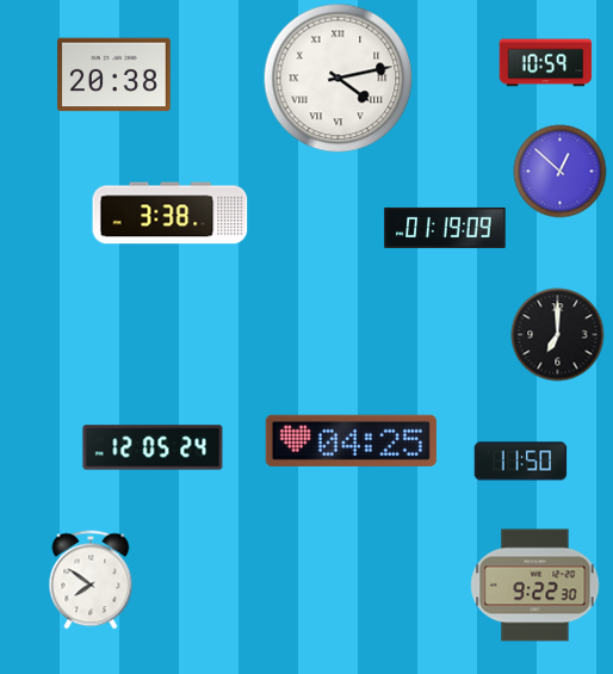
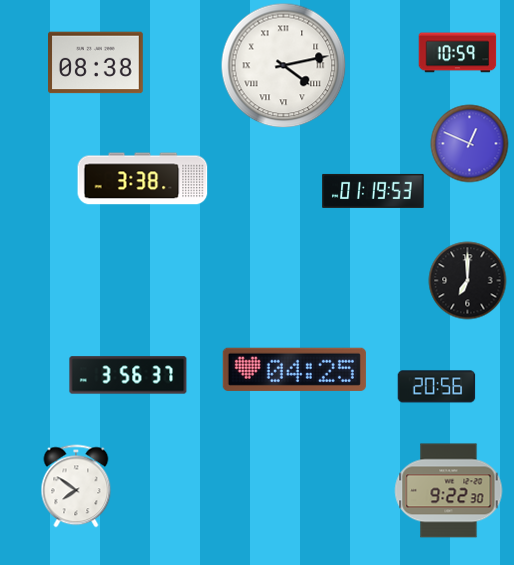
clock at (114, 75): 20:38 -> 08:38
clock at (559, 171): 12:52 -> 12:49
clock at (445, 228): 01:19:09 -> 01:19:53
clock at (153, 447): 12:05 -> 3:56
clock at (520, 462): 11:50 -> 20:56
